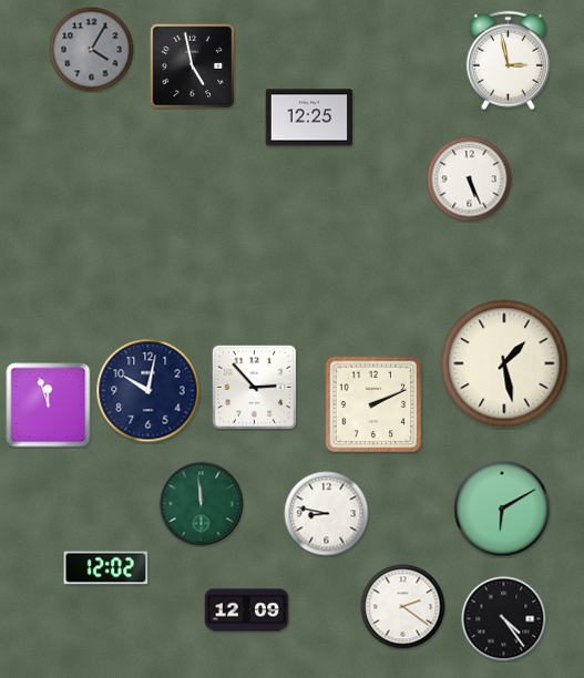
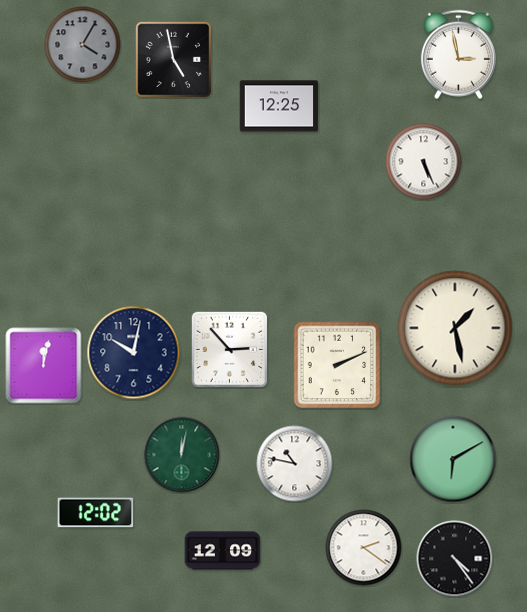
clock at (49, 405): 11:57 -> 12:02
clock at (202, 504): 11:59 -> 12:02
clock at (327, 514): 8:47 -> 10:47
